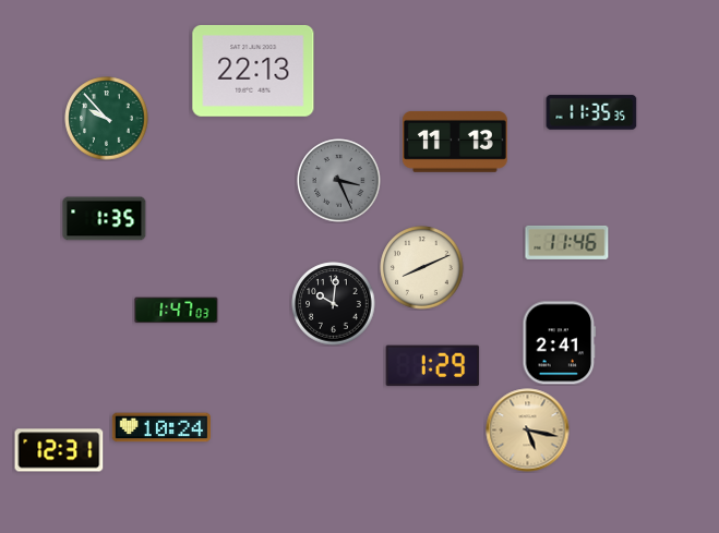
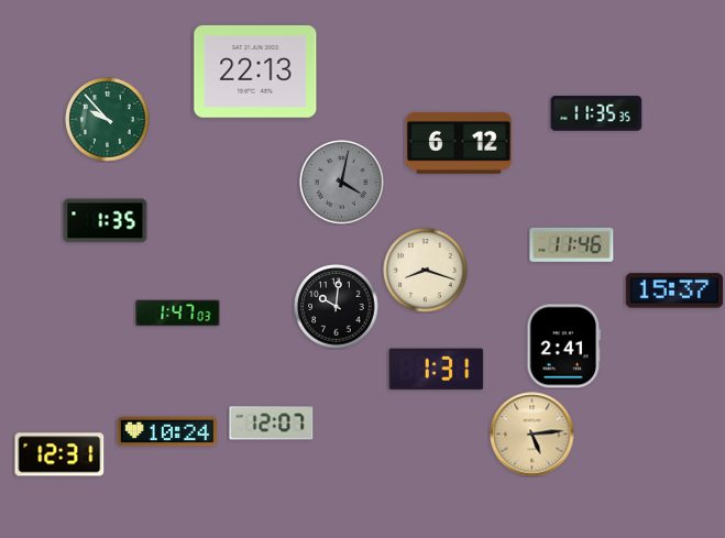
clock at (455, 142): 11:13 -> 6:12
clock at (339, 181): 3:26 -> 4:02
clock at (422, 268): 8:11 -> 8:18
clock at (674, 290): none -> 15:37
clock at (433, 366): 1:29 -> 1:31
clock at (272, 424): none -> 12:07
clock at (160, 427) position: (160, 427) -> (166, 431)
clock at (528, 431): 5:17 -> 5:14
